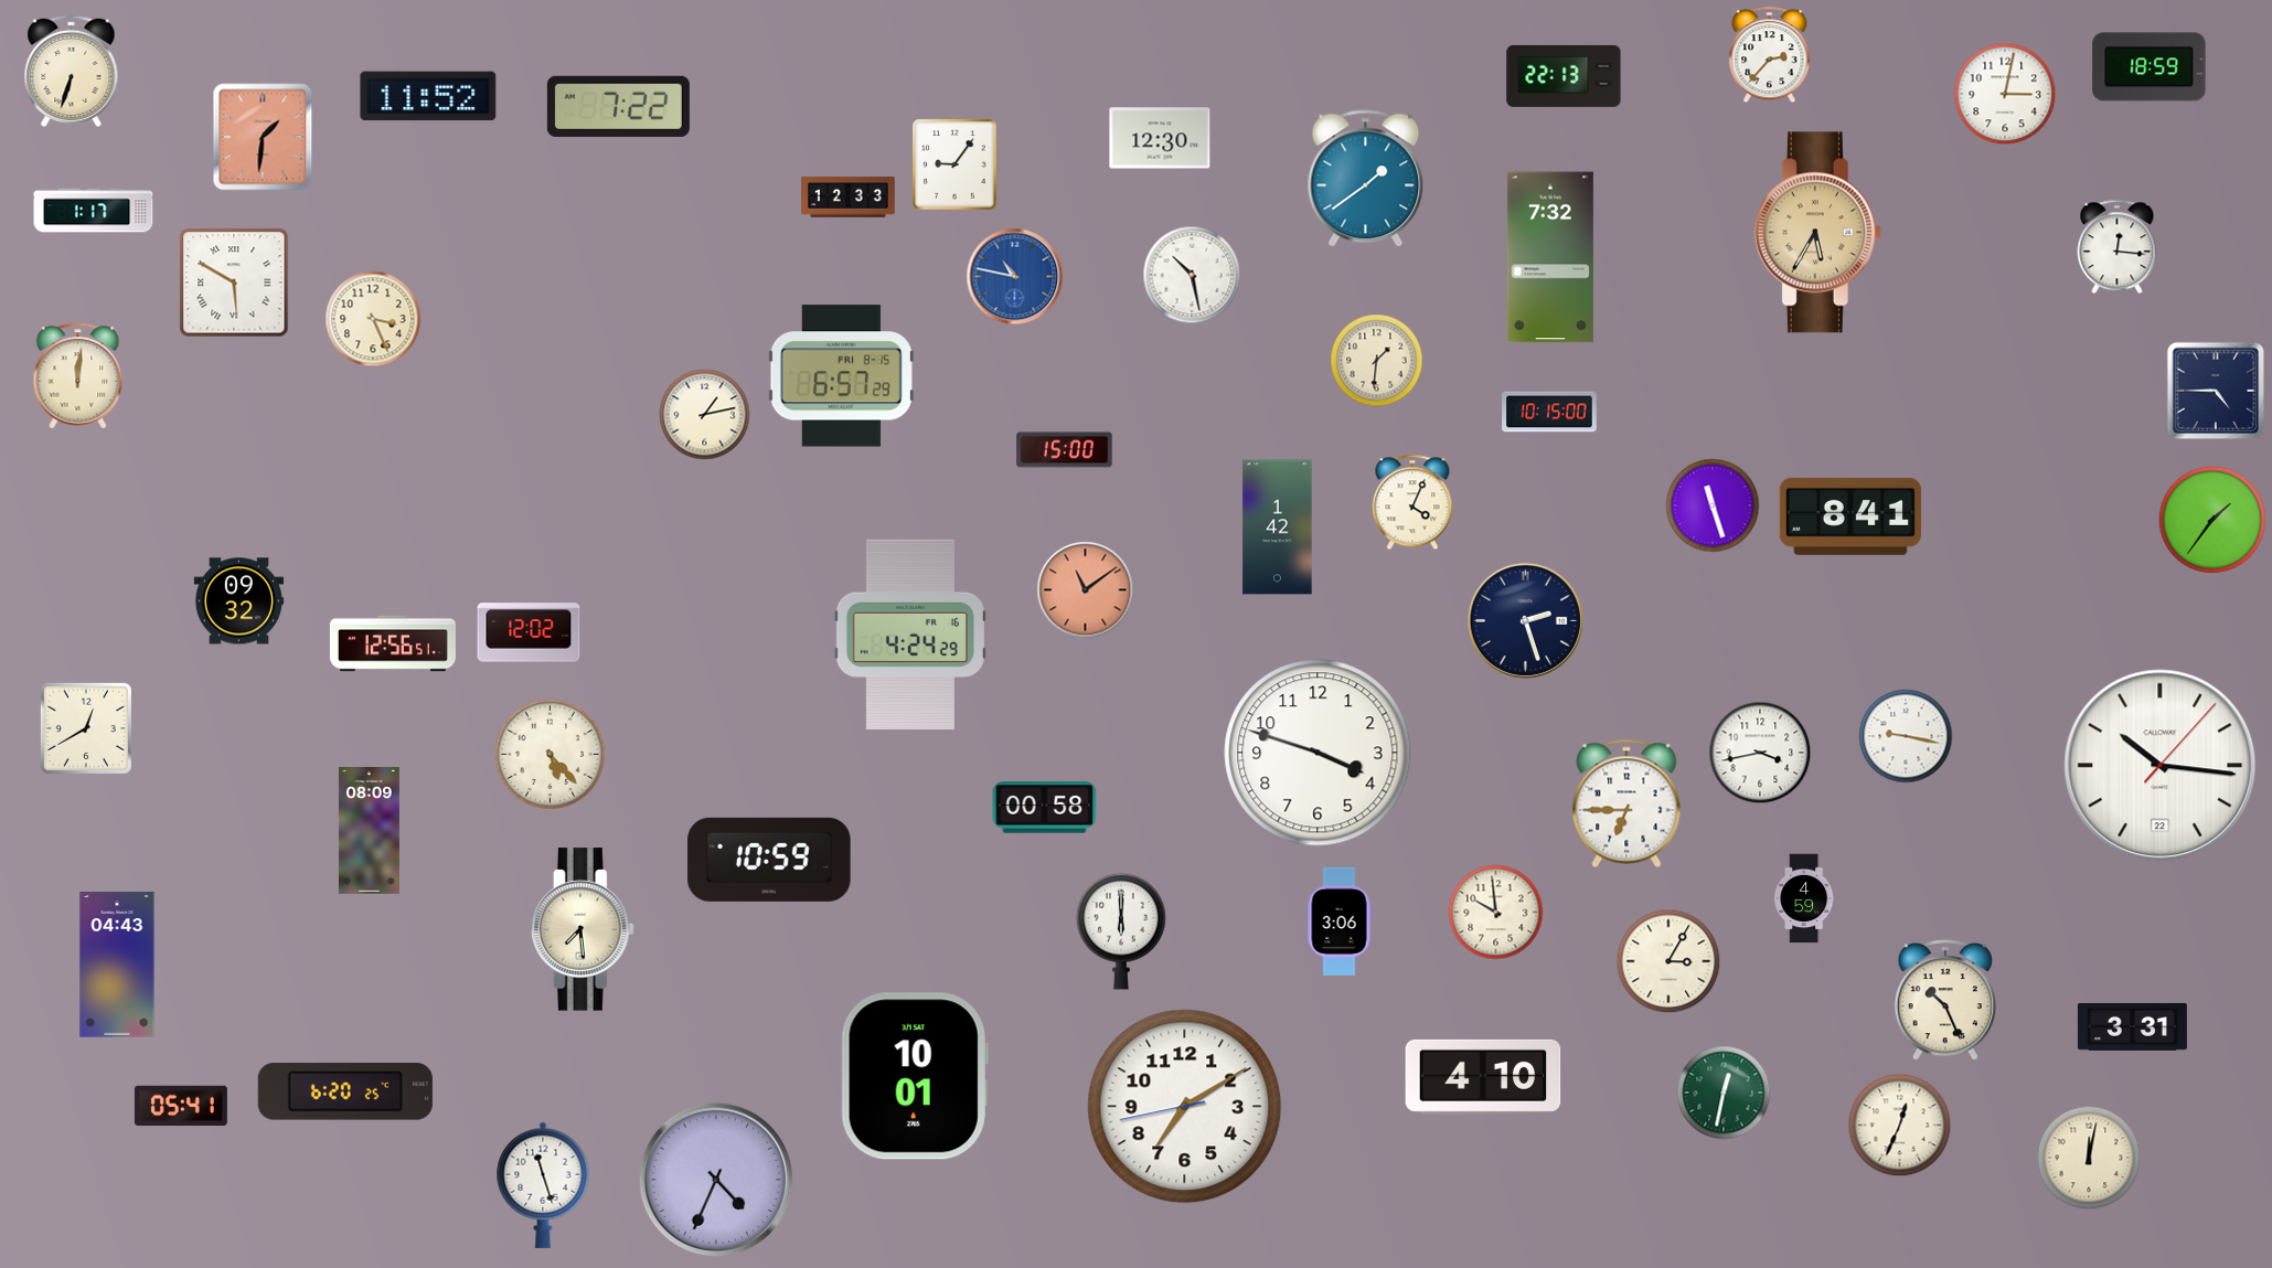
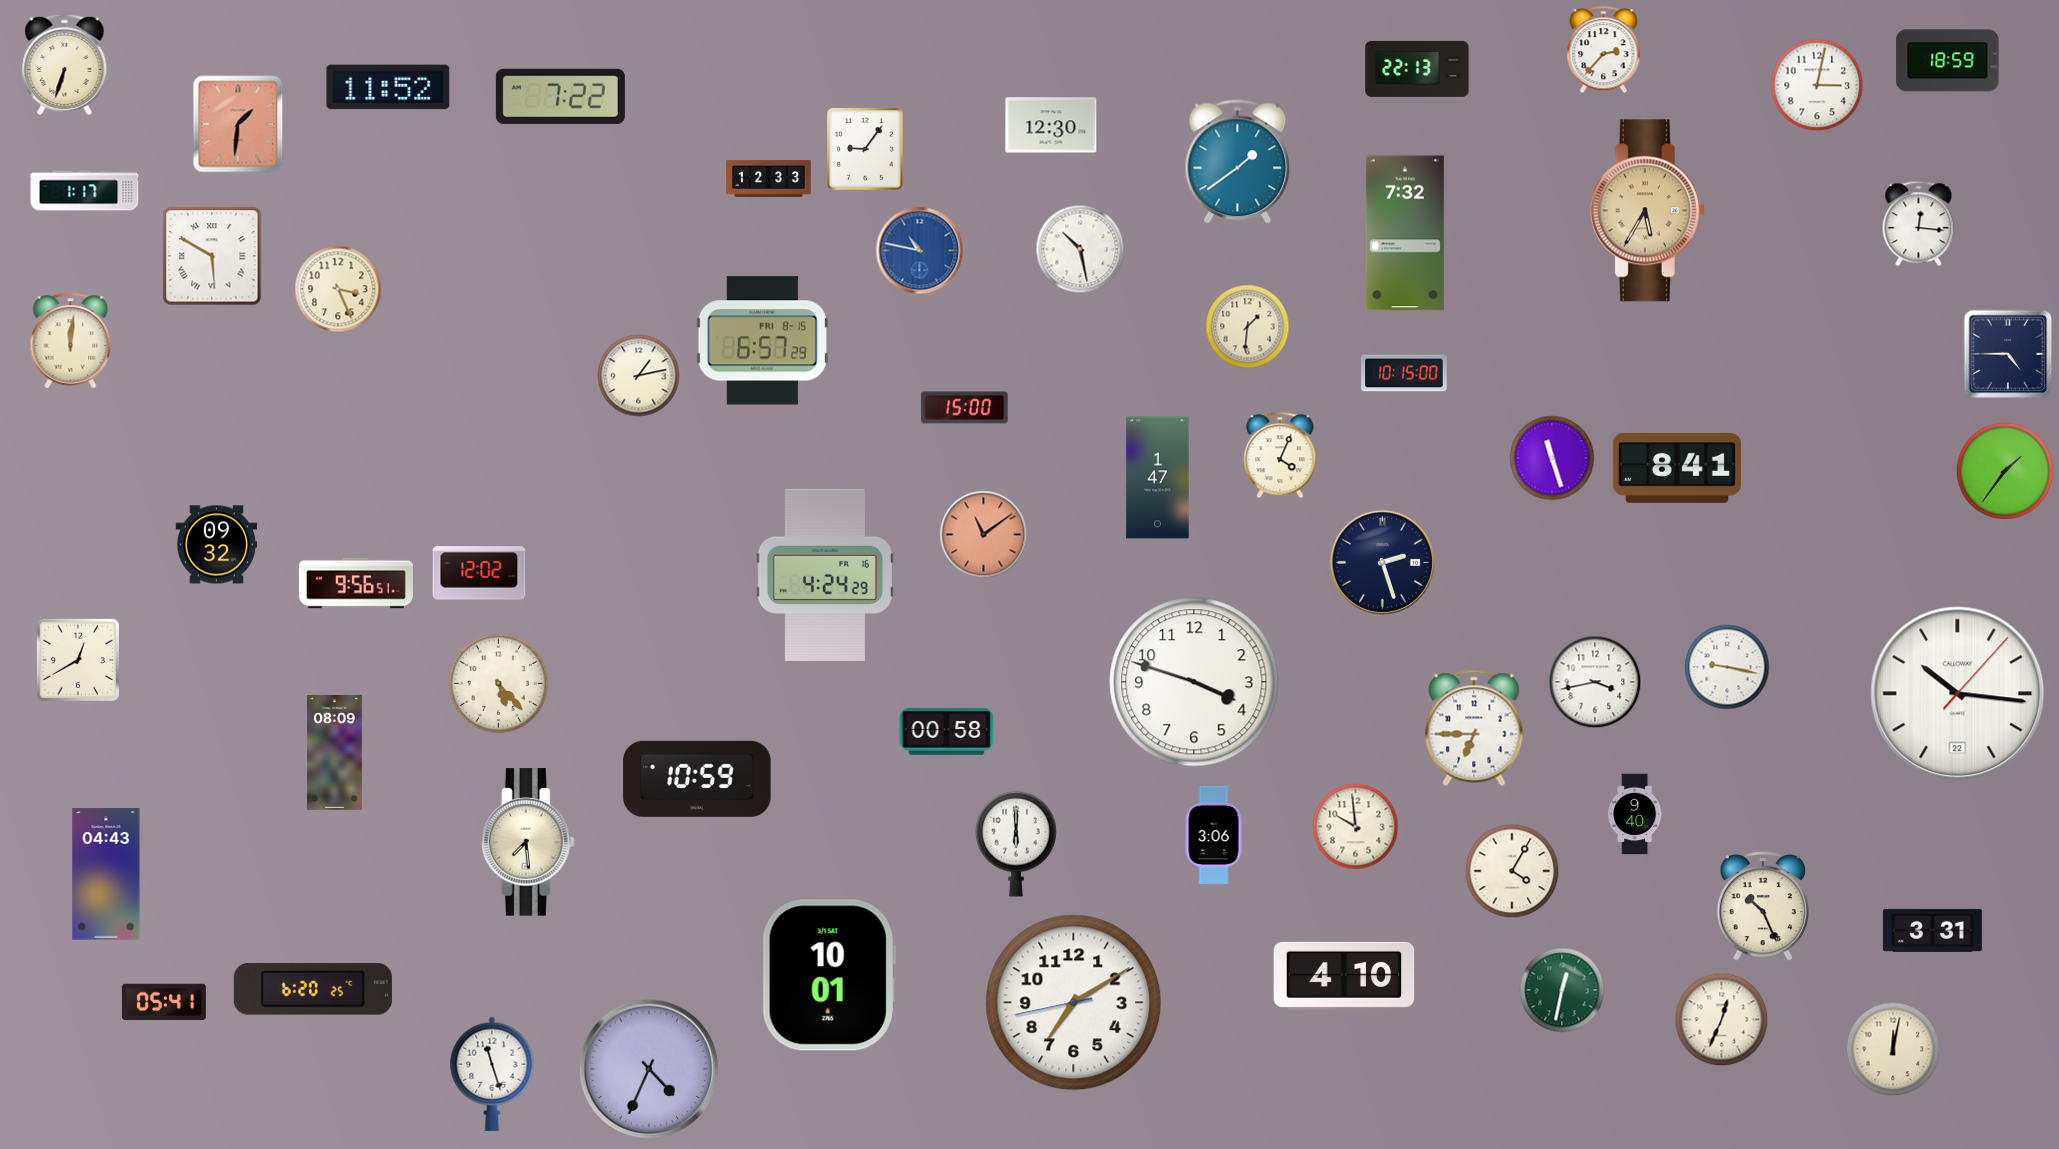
clock at (1278, 528): 1:42 -> 1:47
clock at (393, 643): 12:56 -> 9:56
clock at (1804, 898): 4:59 -> 9:40
clock at (1668, 961): 3:05 -> 4:05
